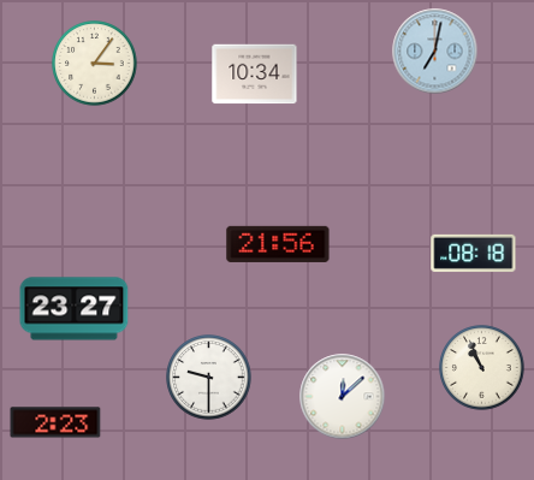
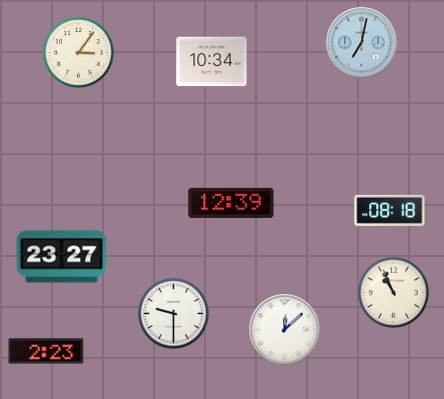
clock at (278, 244): 21:56 -> 12:39
clock at (474, 253) position: (474, 253) -> (390, 210)
clock at (482, 368) position: (482, 368) -> (394, 293)
